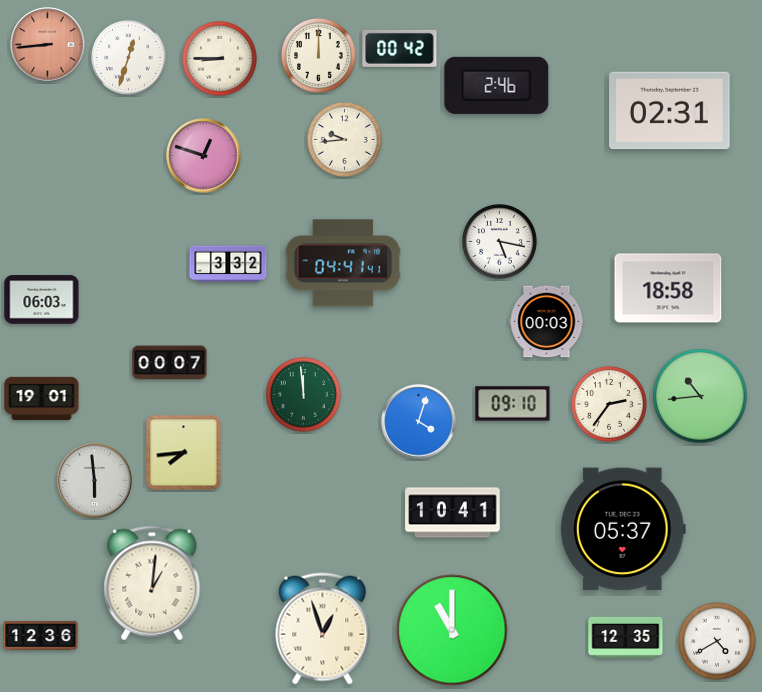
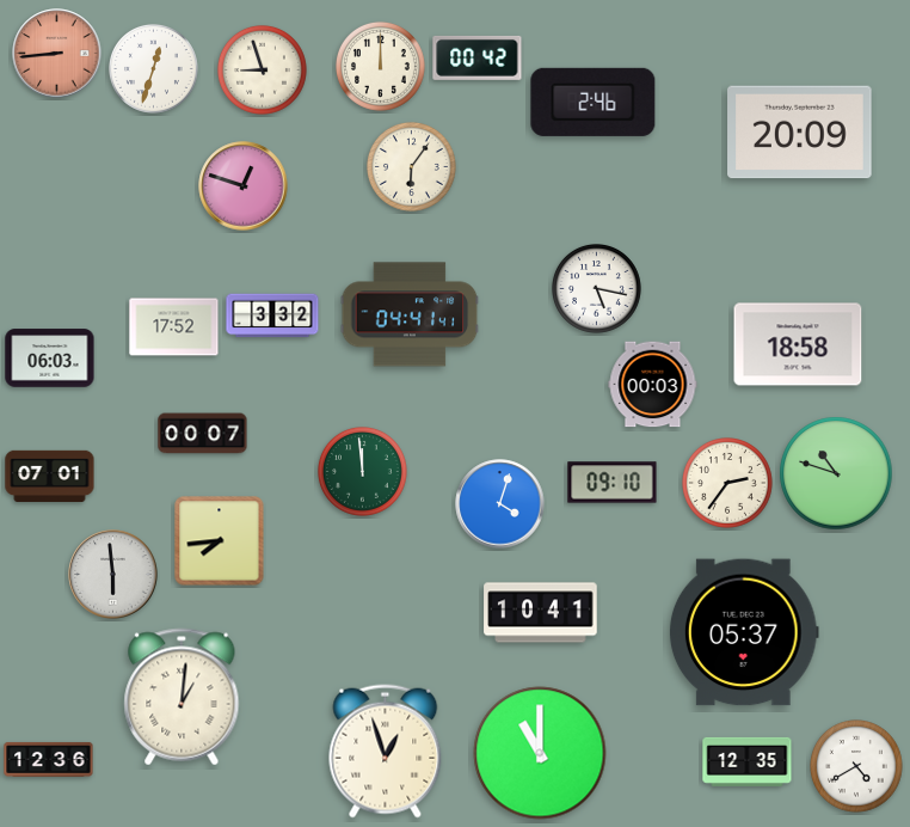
clock at (220, 59): 8:45 -> 8:57
clock at (670, 111): 02:31 -> 20:09
clock at (345, 140): 9:44 -> 6:06
clock at (174, 327): none -> 17:52
clock at (700, 396): 10:44 -> 10:48
clock at (42, 398): 19:01 -> 07:01
